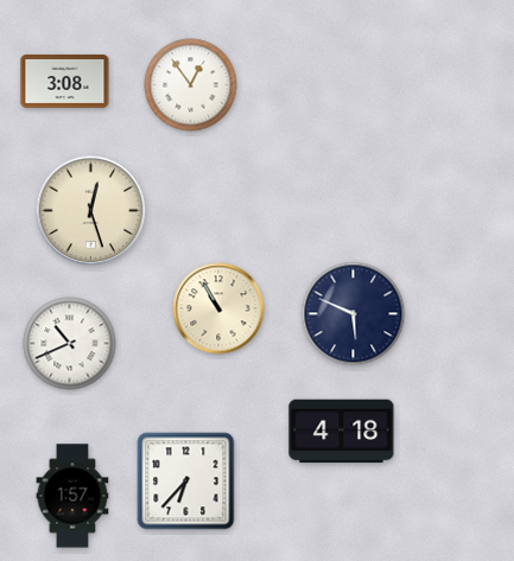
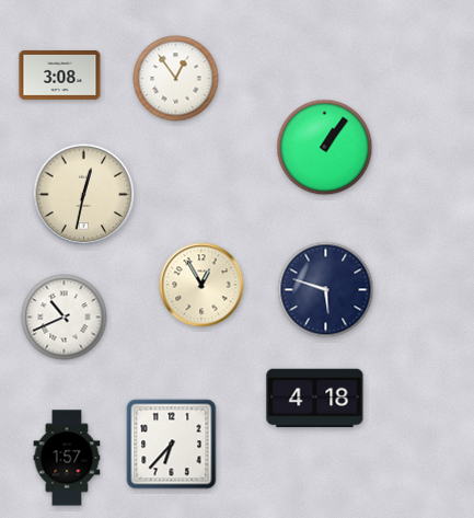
clock at (325, 148): none -> 1:06
clock at (91, 211): 12:27 -> 12:32
clock at (218, 308): 10:55 -> 12:55
clock at (354, 314): 5:49 -> 5:48
